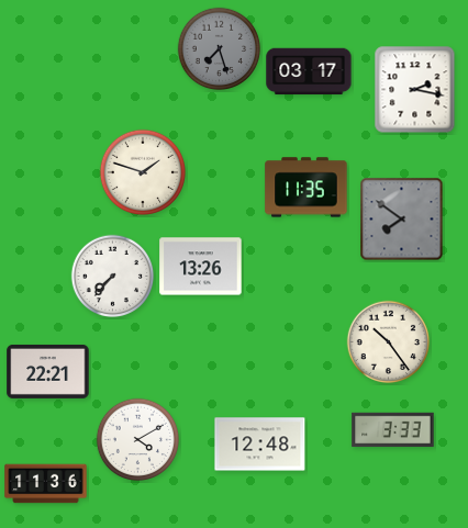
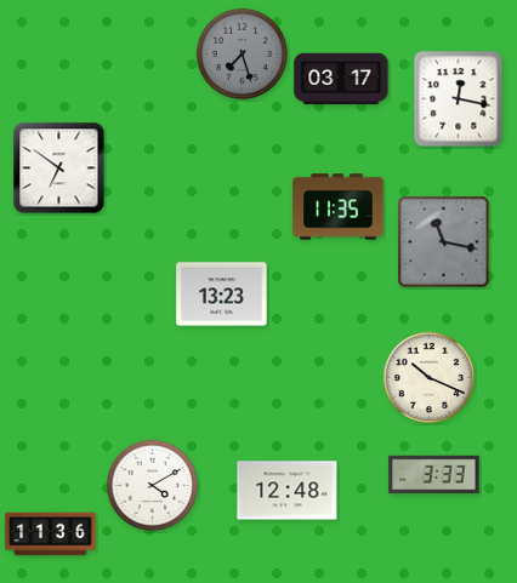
clock at (415, 90): 2:17 -> 12:17
clock at (59, 168): none -> 6:51
clock at (142, 171): 1:48 -> none
clock at (402, 220): 7:51 -> 11:17
clock at (201, 267): 13:26 -> 13:23
clock at (113, 277): 7:37 -> none
clock at (389, 342): 10:24 -> 10:19
clock at (48, 371): 22:21 -> none
